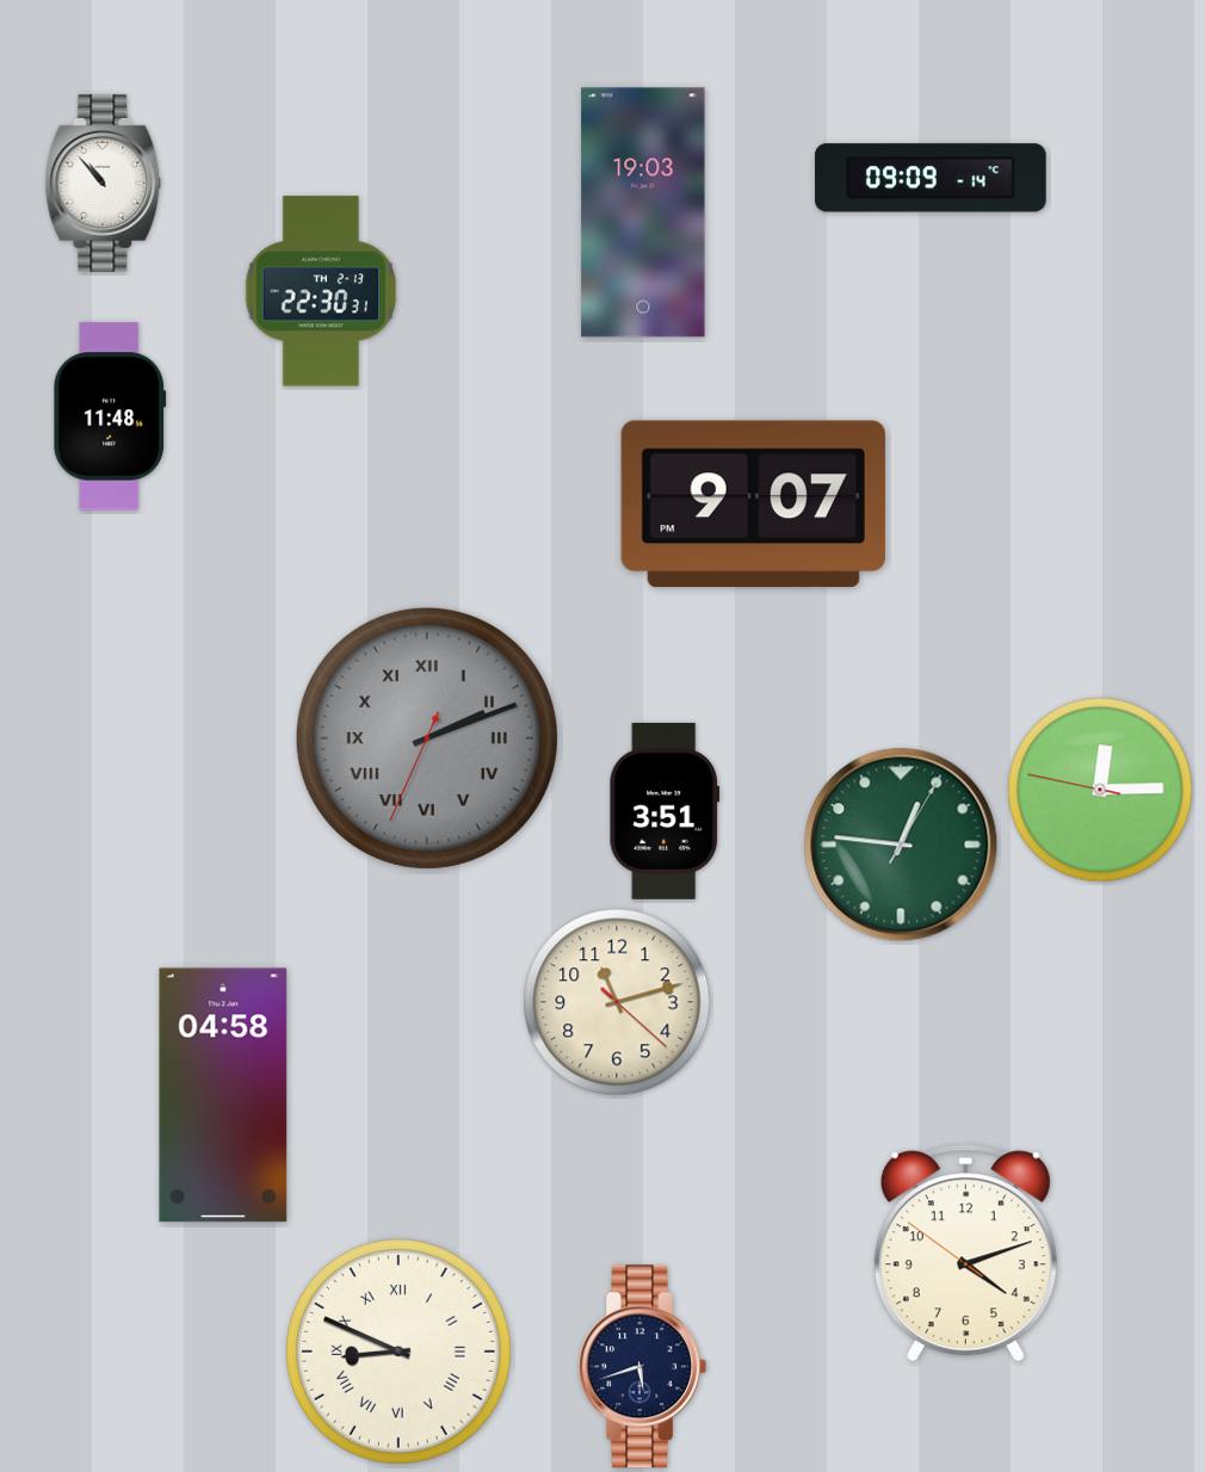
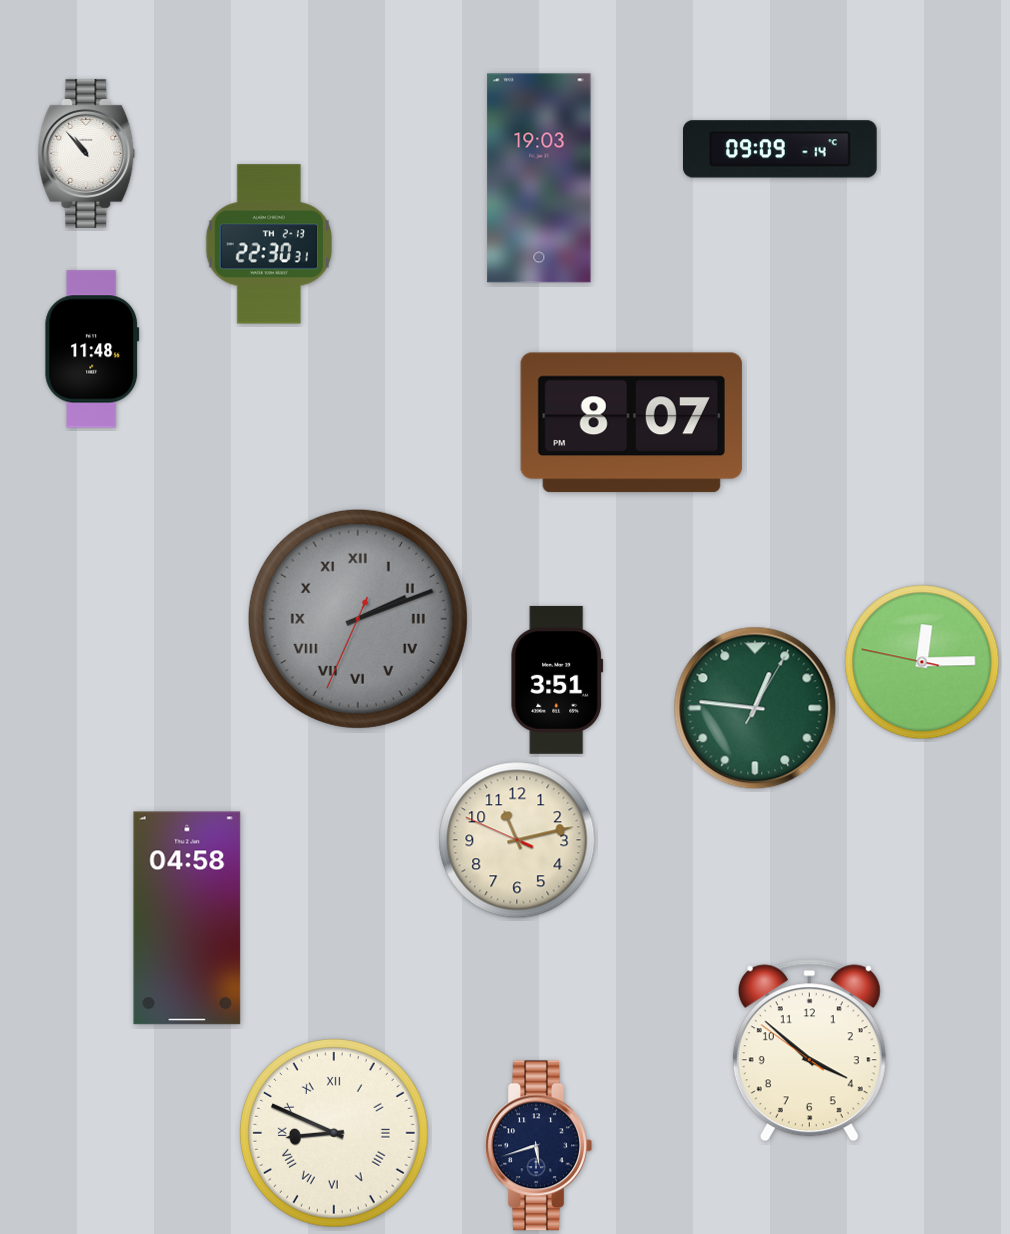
clock at (753, 505): 9:07 -> 8:07
clock at (617, 1002): 11:12:22 -> 11:12:49
clock at (965, 1254): 4:11 -> 3:51
